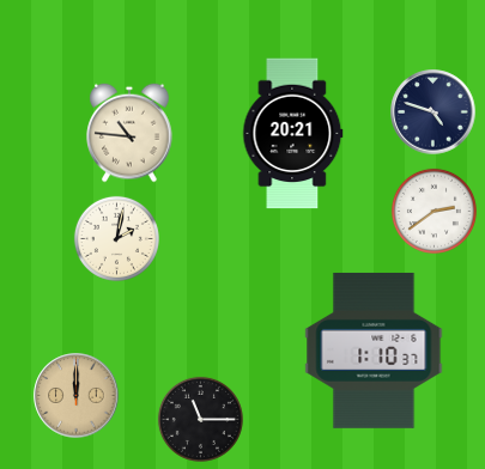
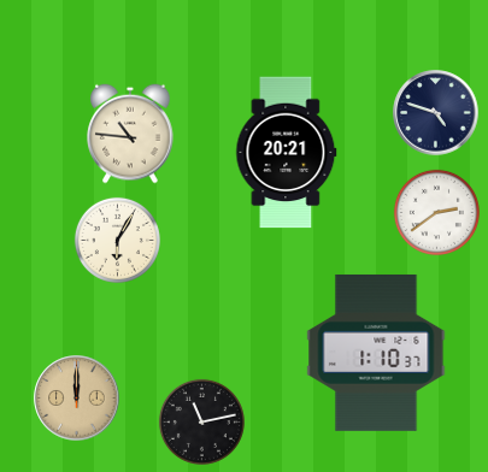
clock at (293, 134) position: (293, 134) -> (287, 153)
clock at (116, 238): 2:02 -> 6:05
clock at (200, 419): 11:15 -> 11:13
